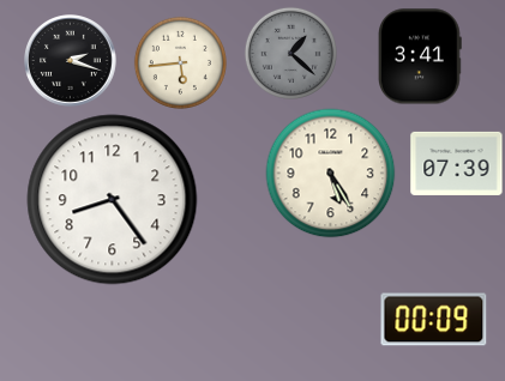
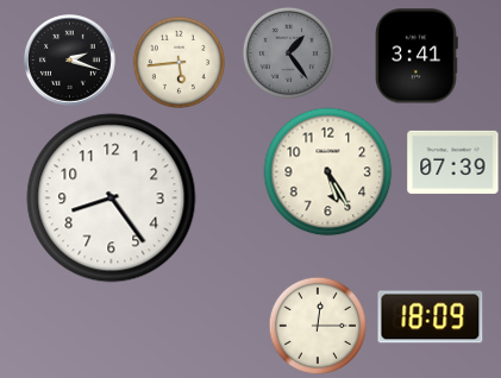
clock at (290, 53): 1:22 -> 1:24
clock at (434, 320): 00:09 -> 18:09
clock at (317, 325): none -> 12:15
